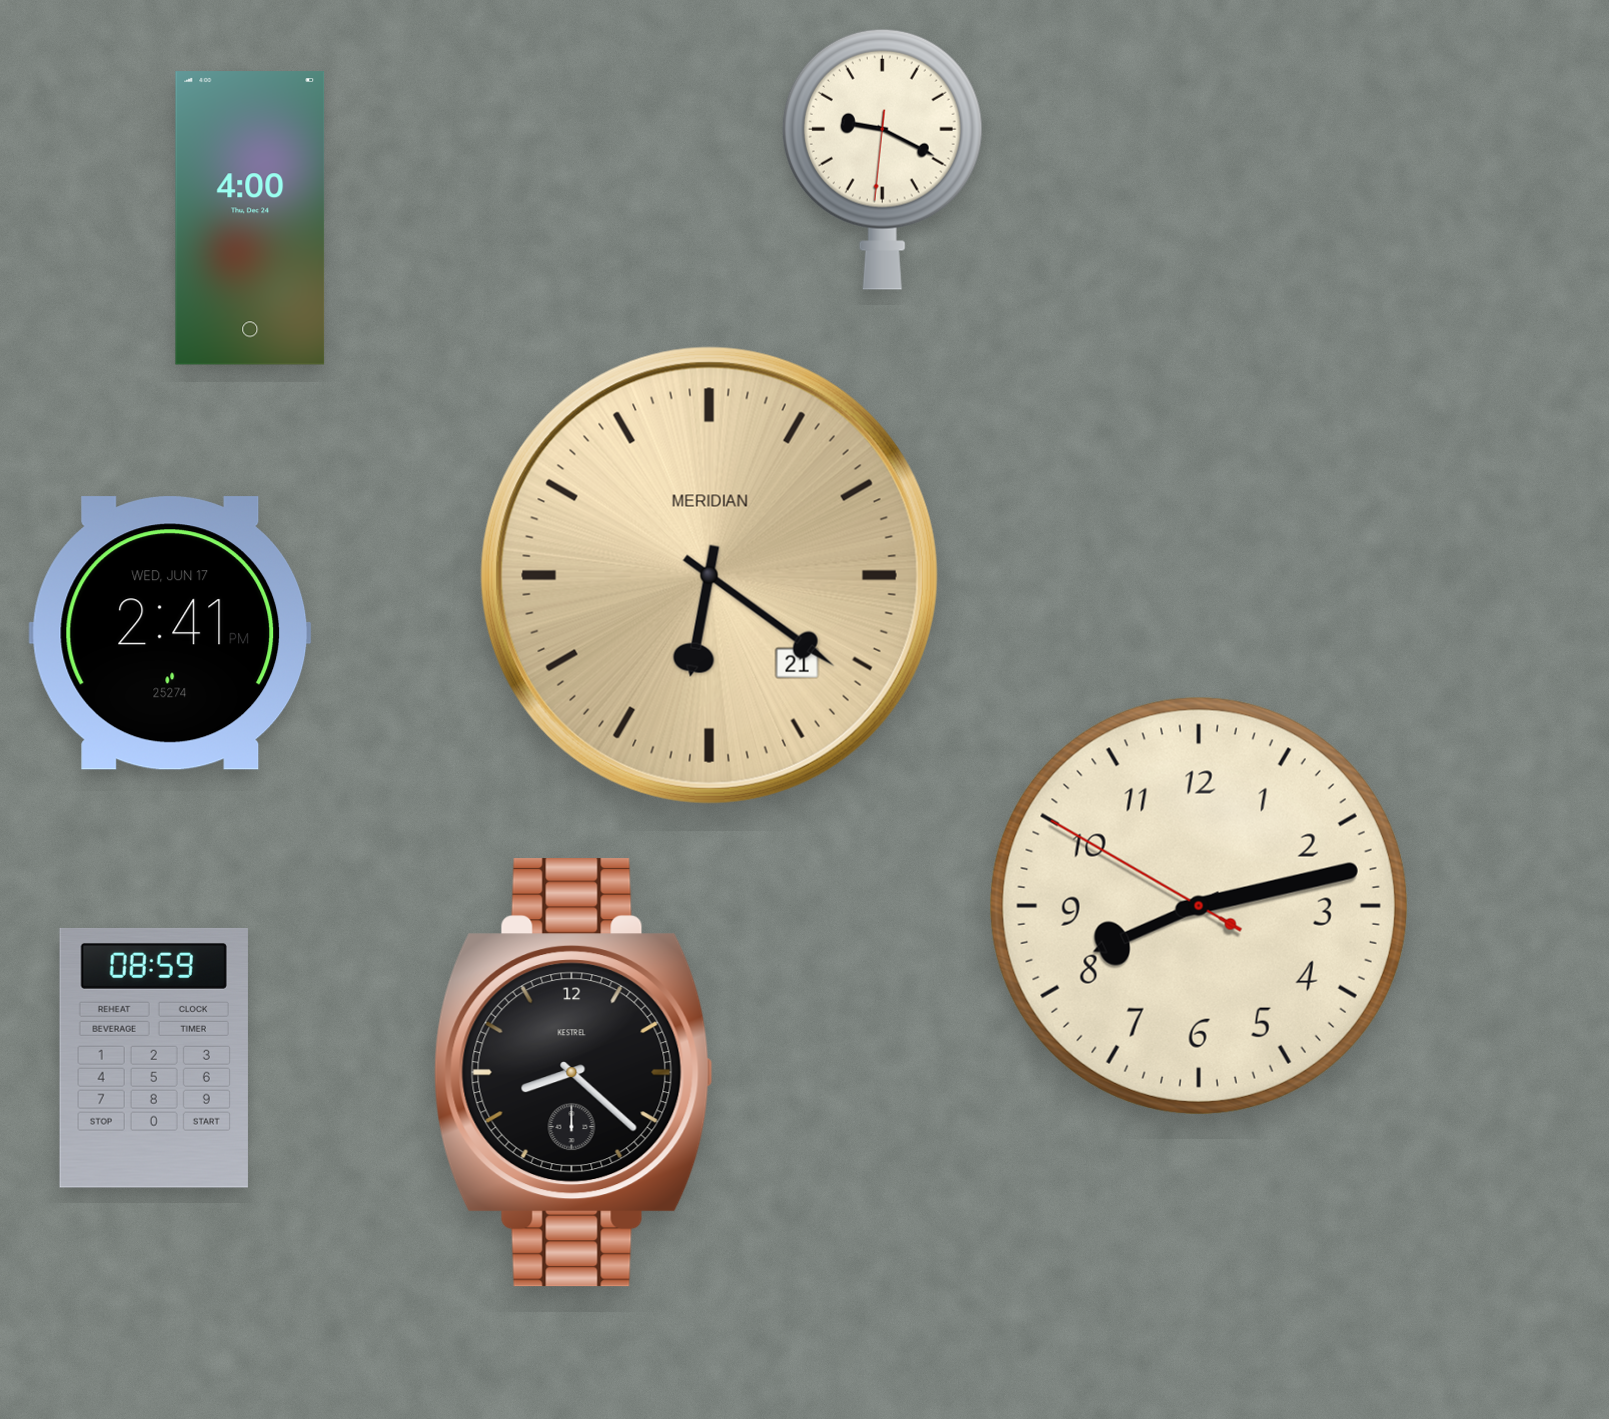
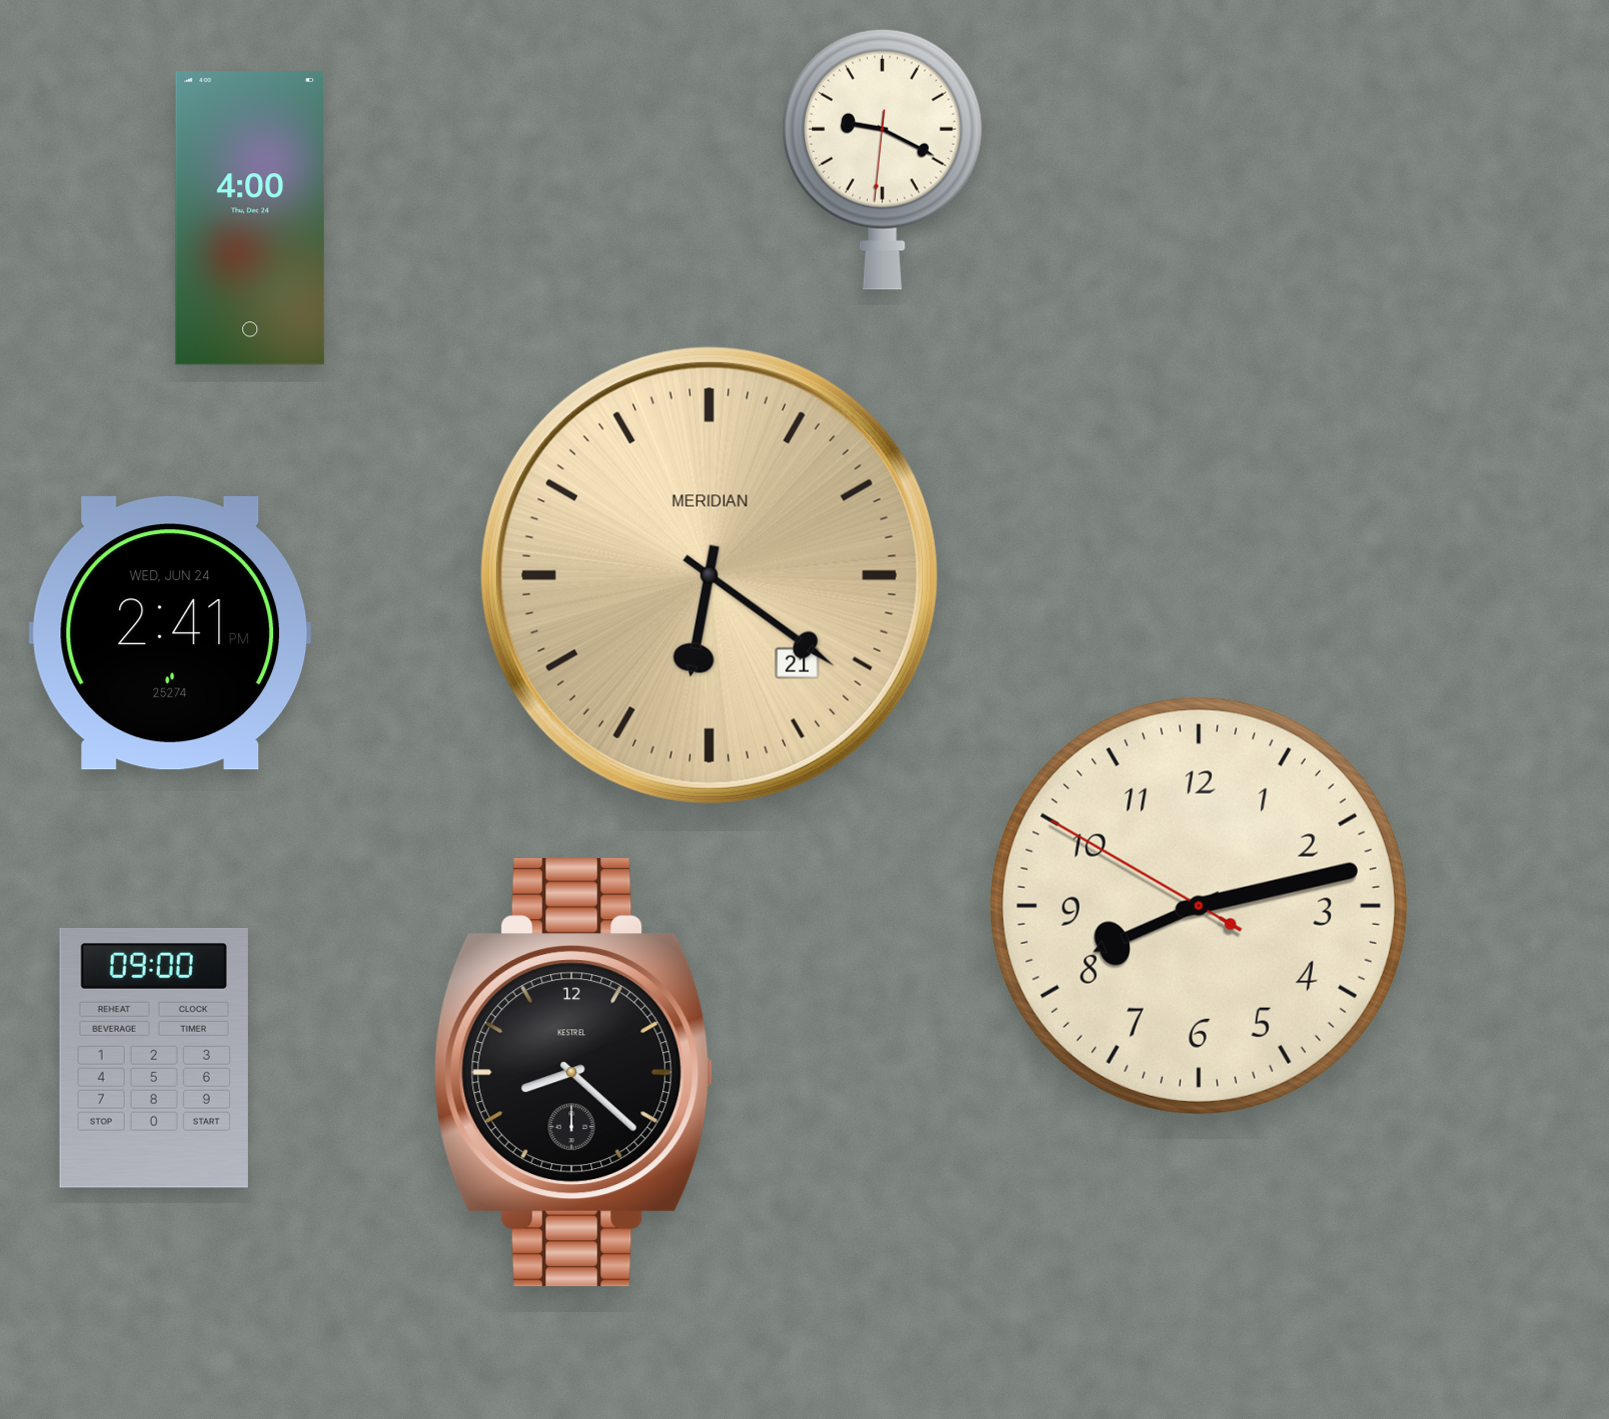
clock at (170, 633) date: WED, JUN 17 -> WED, JUN 24
clock at (154, 1058): 08:59 -> 09:00
